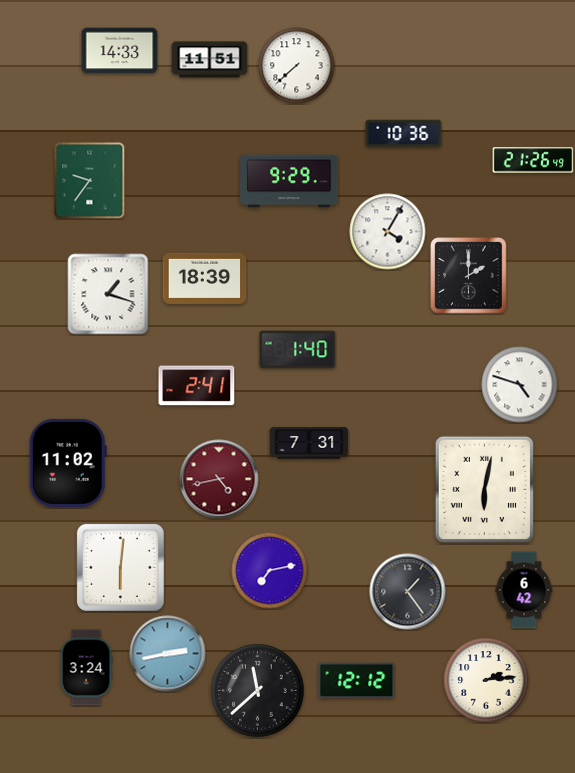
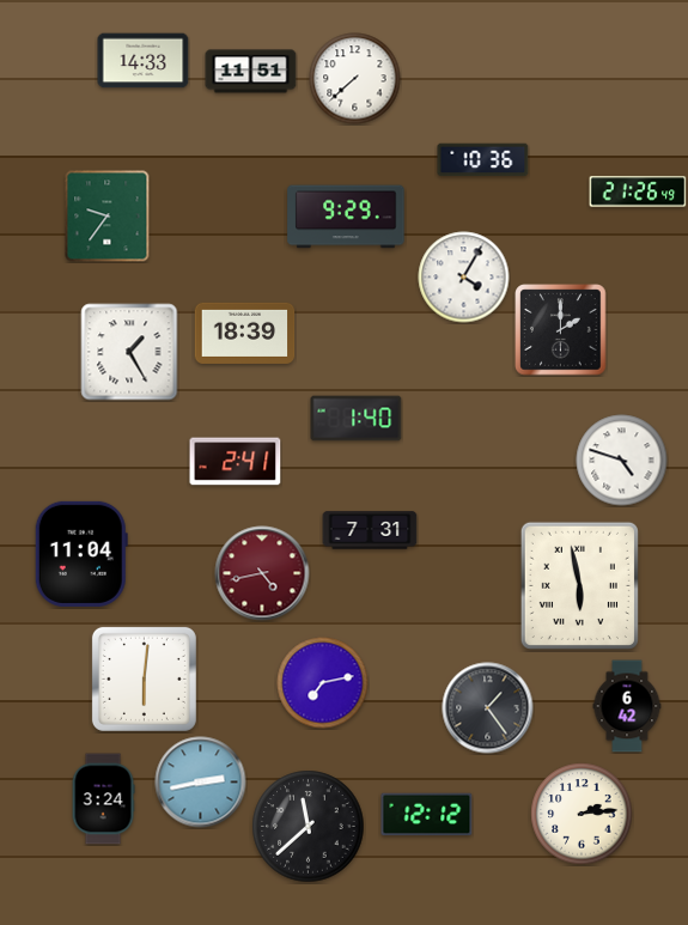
clock at (108, 294): 1:18 -> 1:25
clock at (68, 463): 11:02 -> 11:04
clock at (484, 489): 6:02 -> 5:58
